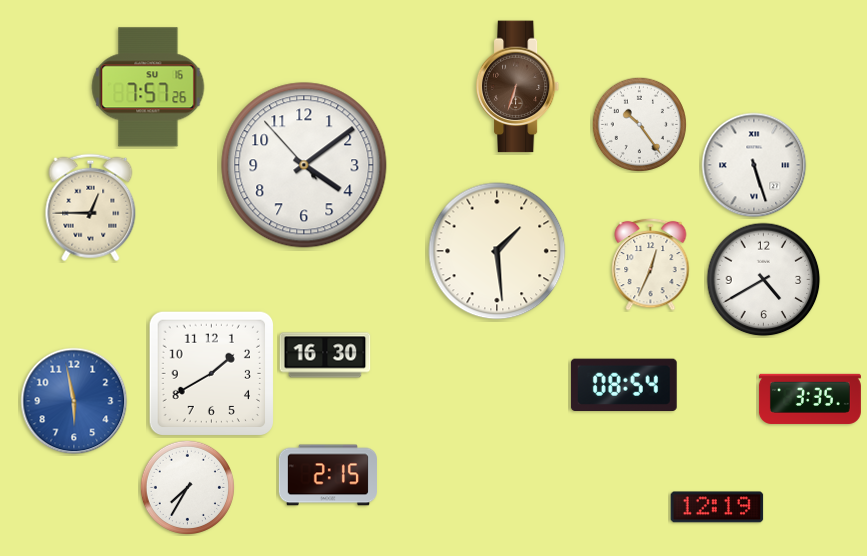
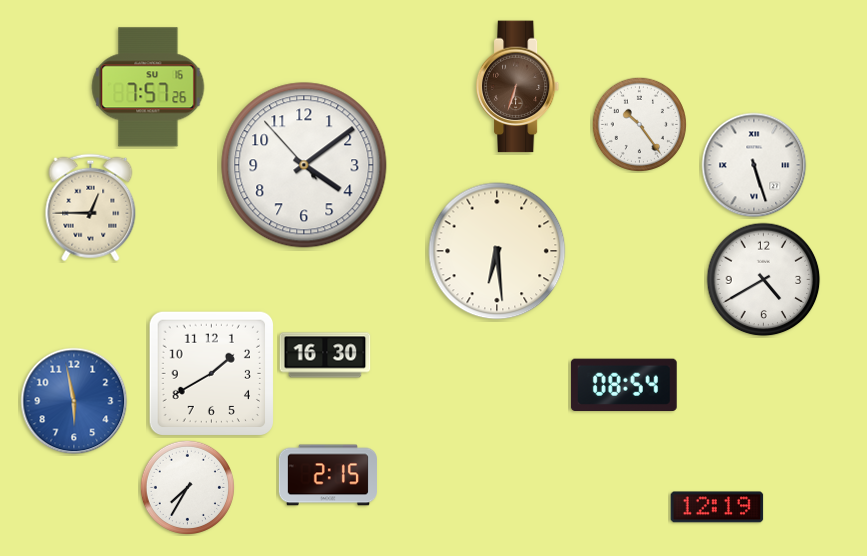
clock at (497, 251): 1:29 -> 6:29
clock at (651, 264): 12:34 -> none
clock at (810, 399): 3:35 -> none
